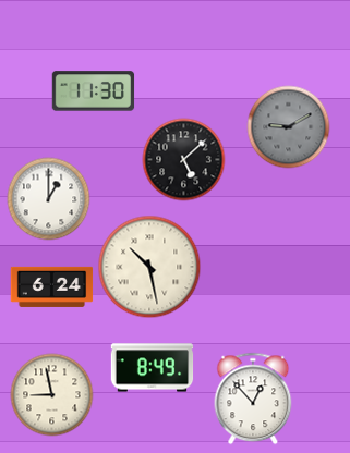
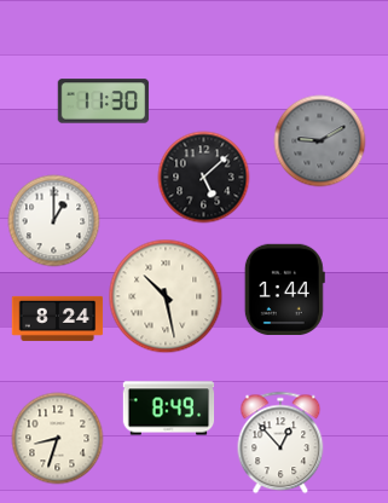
clock at (284, 289): none -> 1:44
clock at (52, 286): 6:24 -> 8:24
clock at (52, 395): 8:58 -> 8:33
